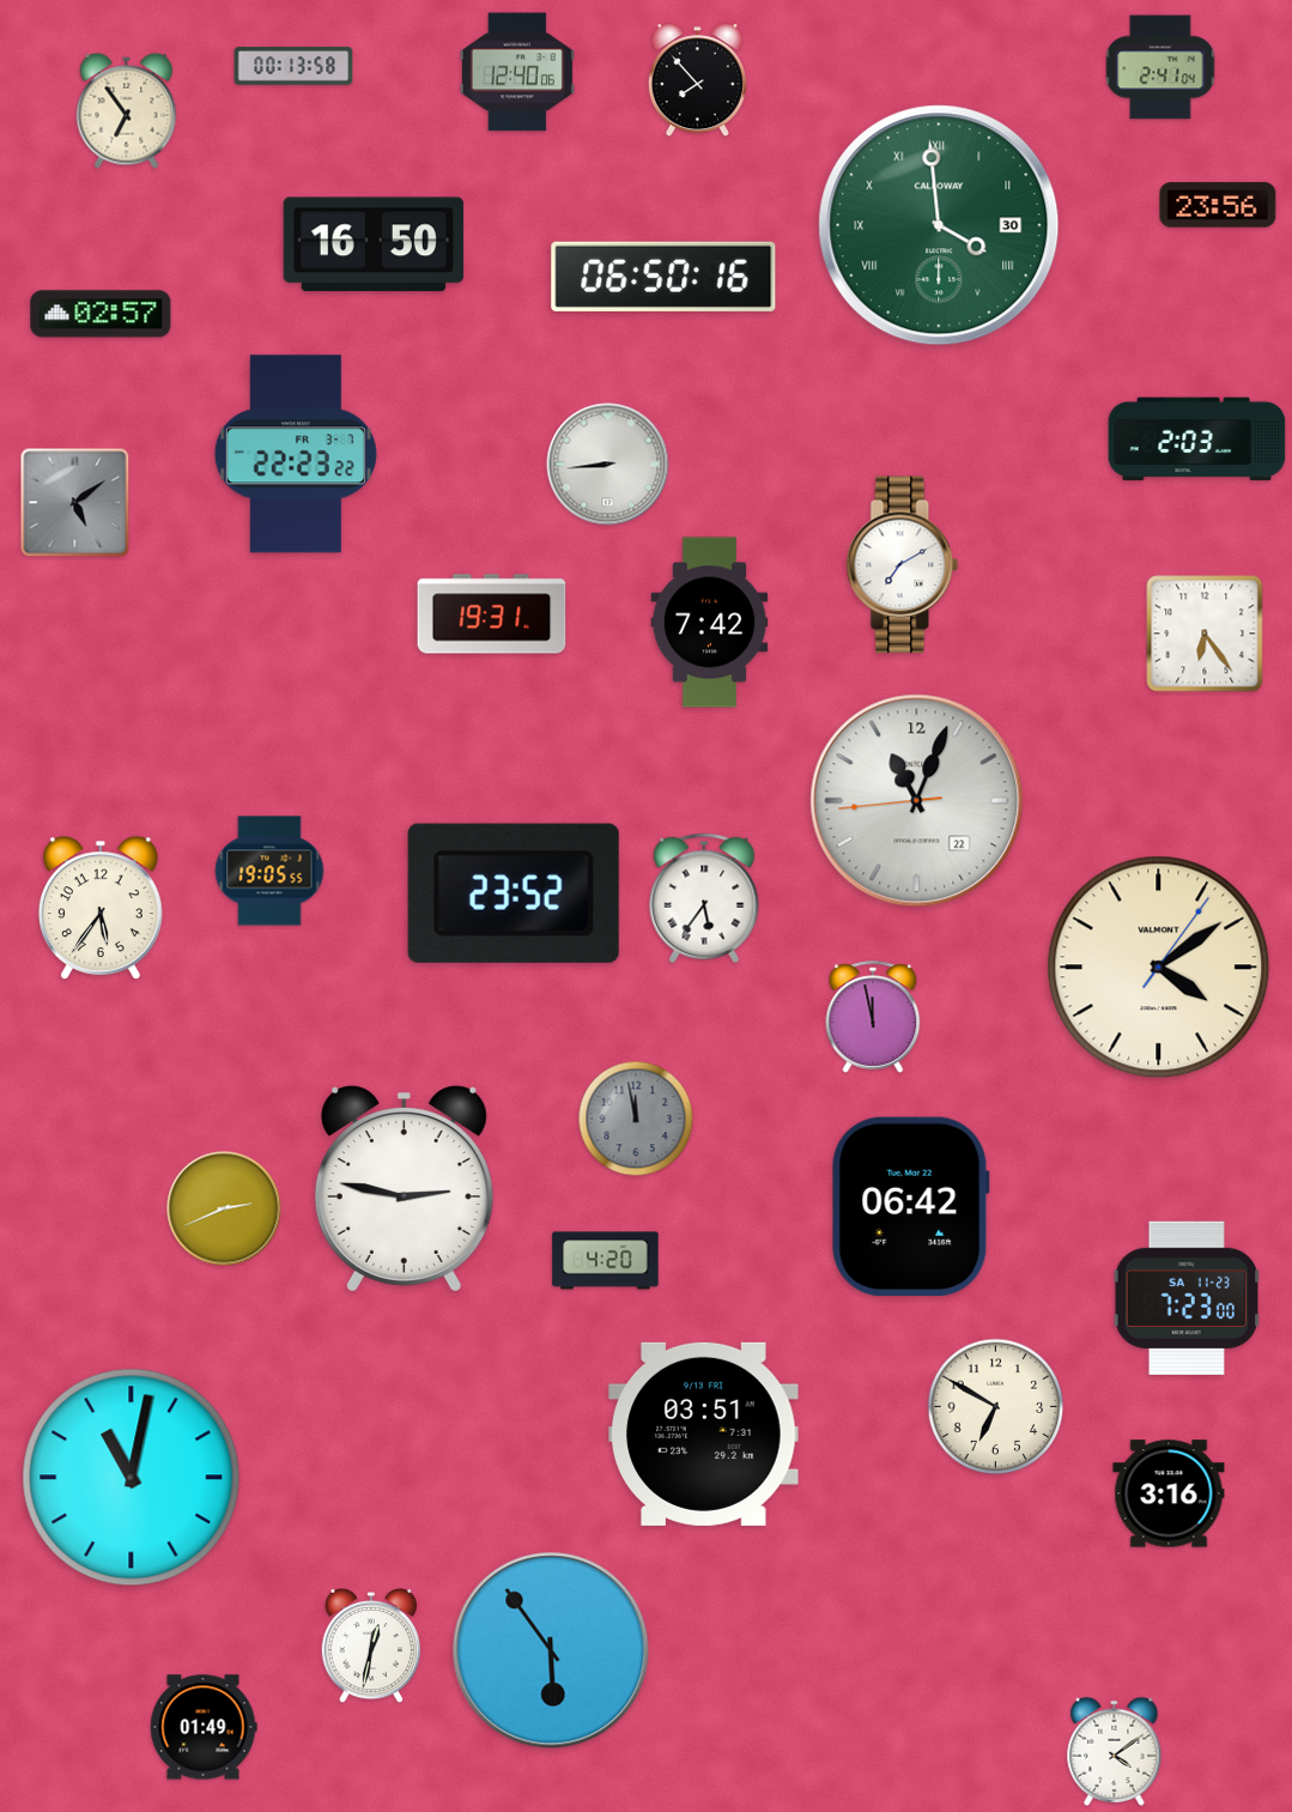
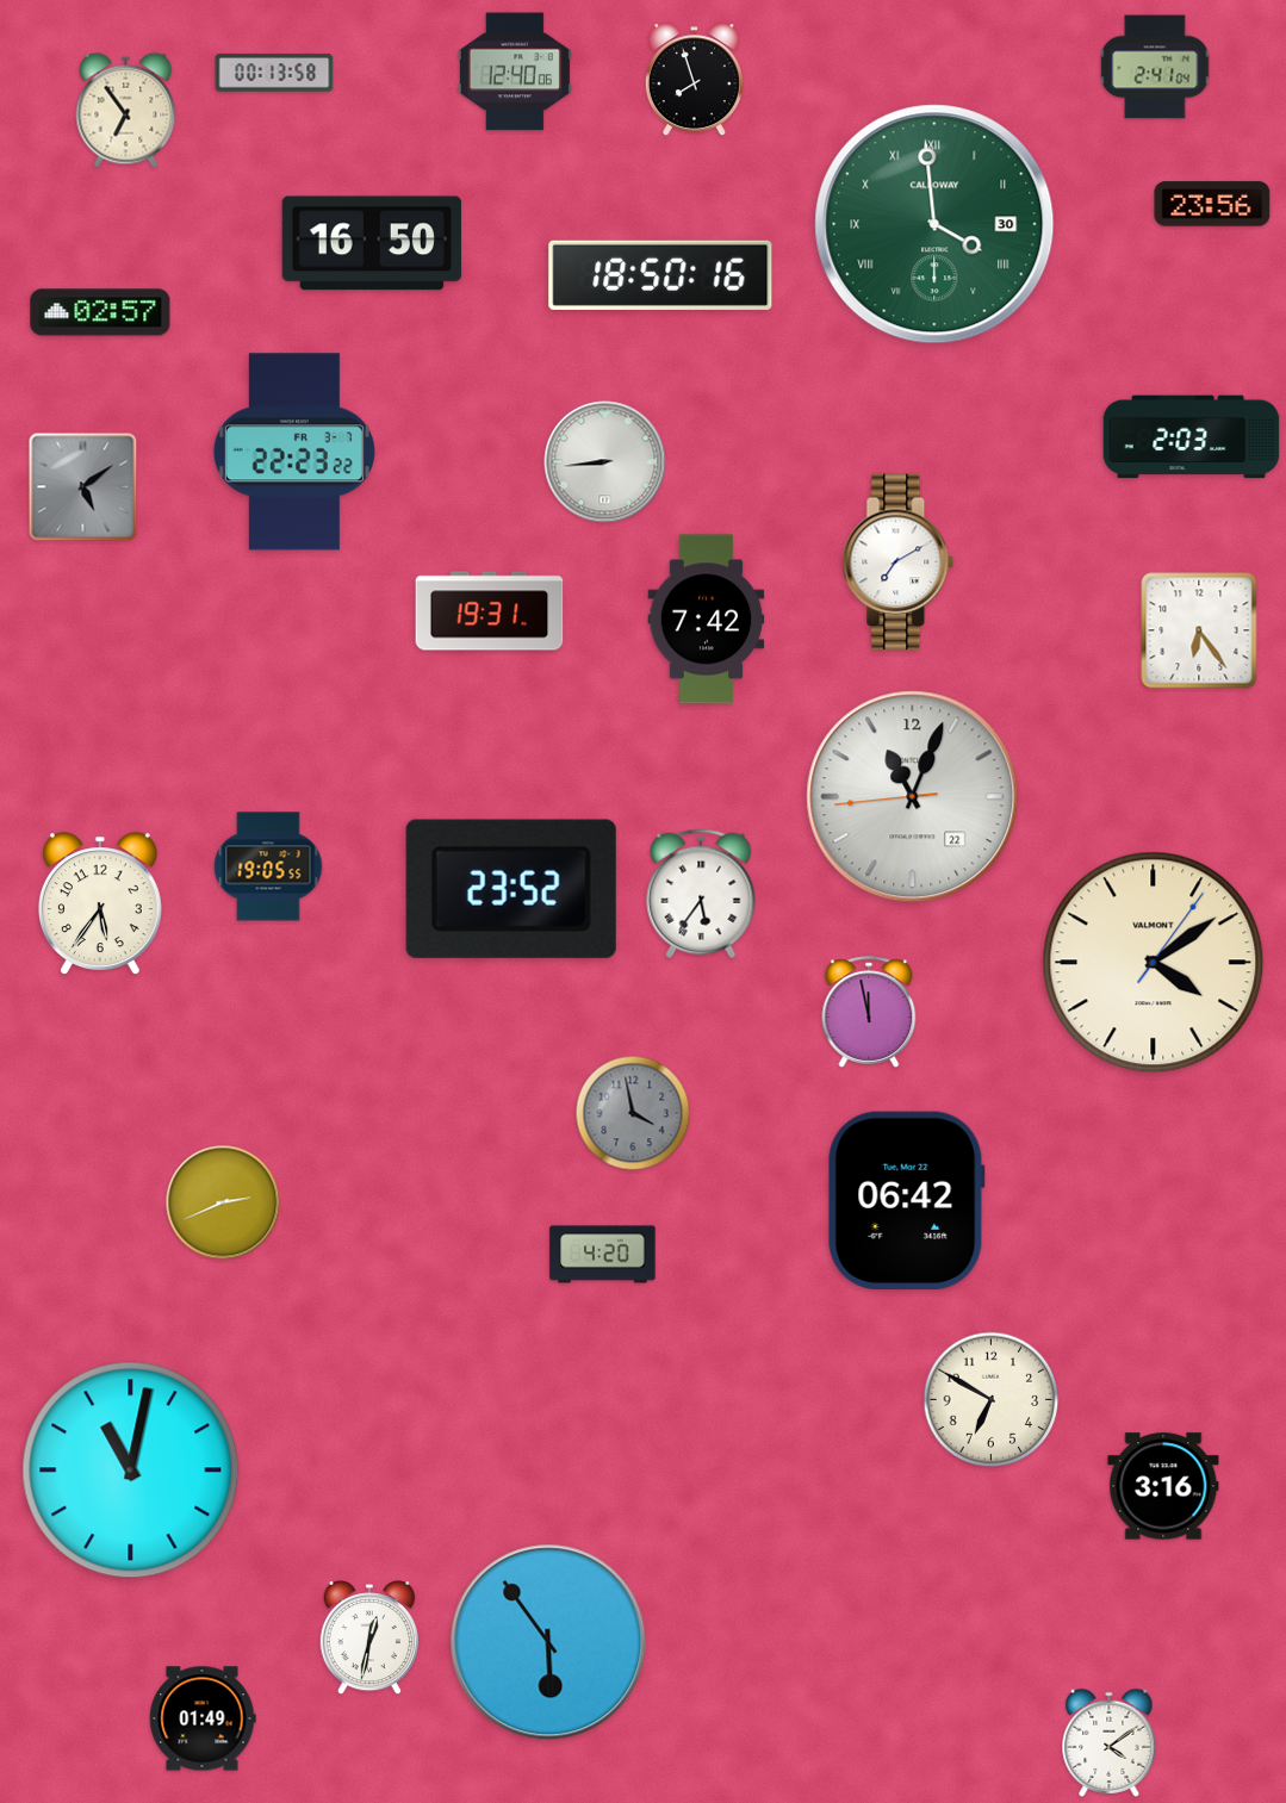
clock at (293, 66) position: (293, 66) -> (274, 73)
clock at (697, 80): 7:53 -> 7:57
clock at (663, 277): 06:50 -> 18:50
clock at (75, 503) position: (75, 503) -> (83, 487)
clock at (636, 1119): 11:58 -> 3:58
clock at (404, 1189): 2:47 -> none
clock at (1185, 1298): 7:23 -> none
clock at (704, 1434): 03:51 -> none
